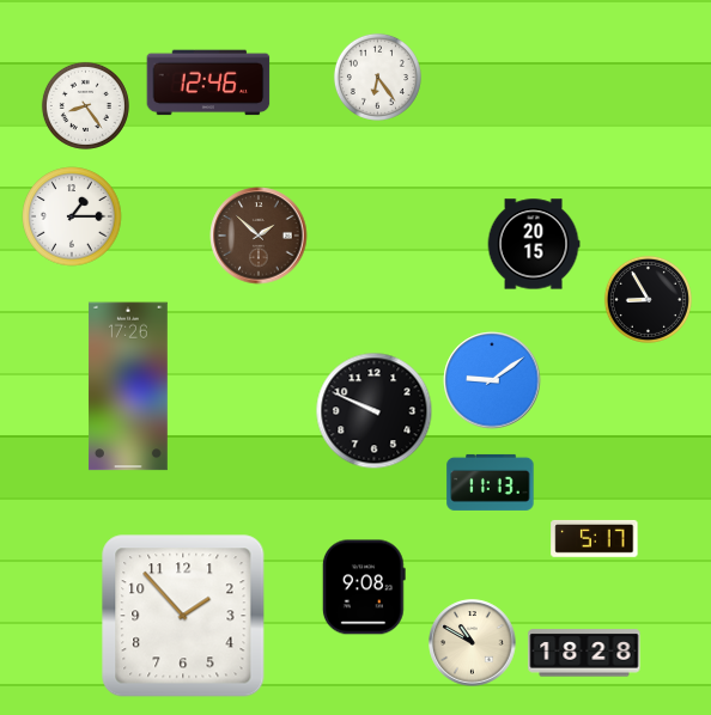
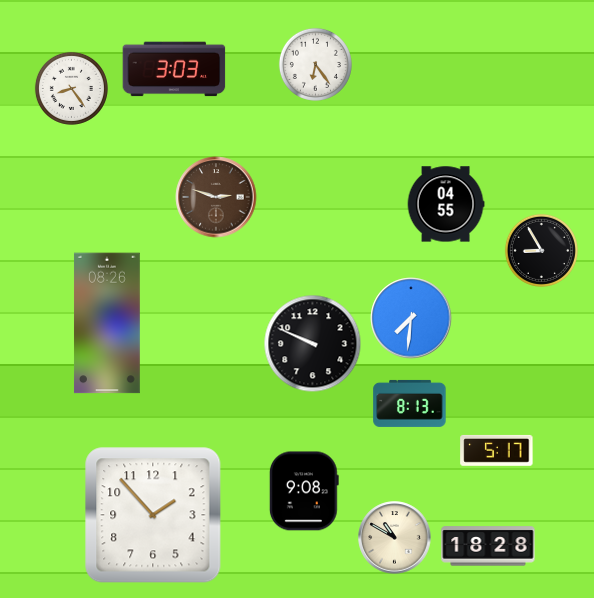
clock at (208, 82): 12:46 -> 3:03
clock at (72, 216): 1:15 -> none
clock at (259, 236): 1:52 -> 2:48
clock at (534, 244): 20:15 -> 04:55
clock at (492, 380): 9:09 -> 7:31
clock at (128, 386): 17:26 -> 08:26
clock at (491, 482): 11:13 -> 8:13
